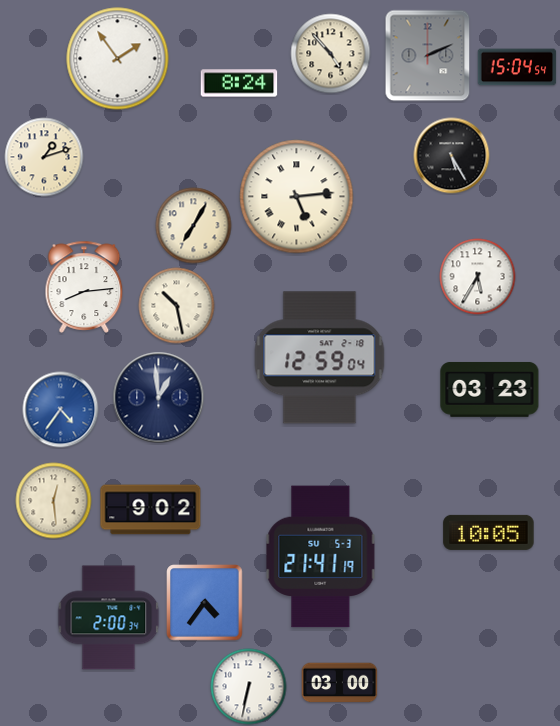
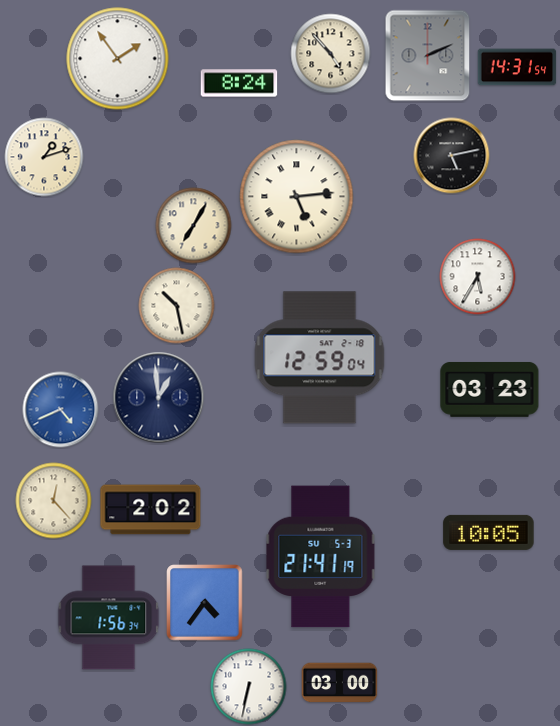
clock at (517, 67): 15:04 -> 14:31
clock at (452, 156): 5:25 -> 5:13
clock at (84, 287): 8:14 -> none
clock at (61, 410): 4:36 -> 4:41
clock at (54, 501): 12:29 -> 12:23
clock at (151, 510): 9:02 -> 2:02
clock at (109, 618): 2:00 -> 1:56
